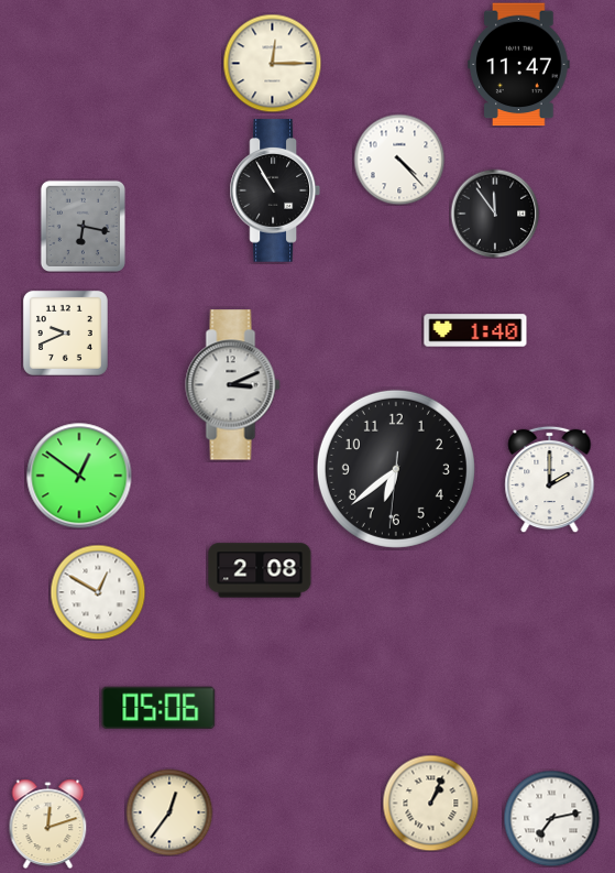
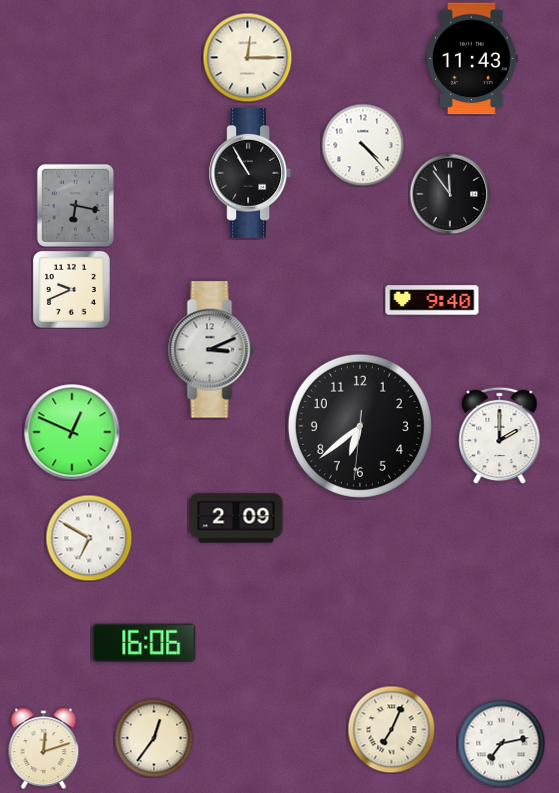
clock at (519, 65): 11:47 -> 11:43
clock at (475, 330): 1:40 -> 9:40
clock at (65, 332) position: (65, 332) -> (71, 289)
clock at (79, 476): 12:51 -> 12:49
clock at (260, 570): 2:08 -> 2:09
clock at (98, 592): 12:50 -> 6:50
clock at (158, 708): 05:06 -> 16:06
clock at (430, 803): 1:04 -> 7:04
